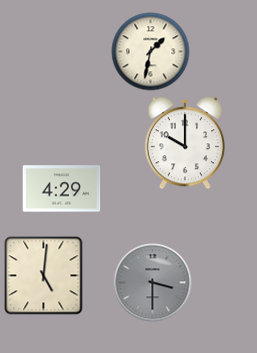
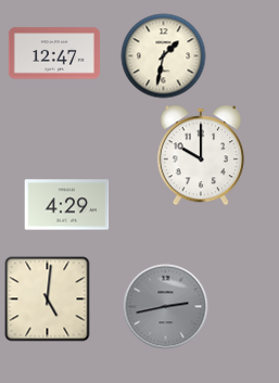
clock at (54, 53): none -> 12:47
clock at (152, 282): 3:30 -> 2:43
